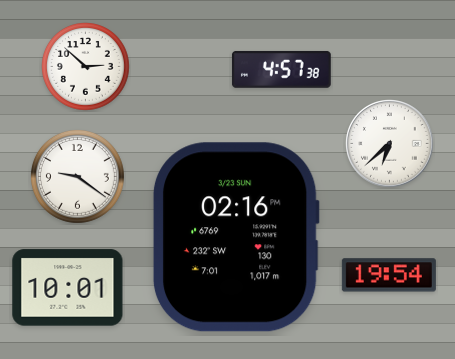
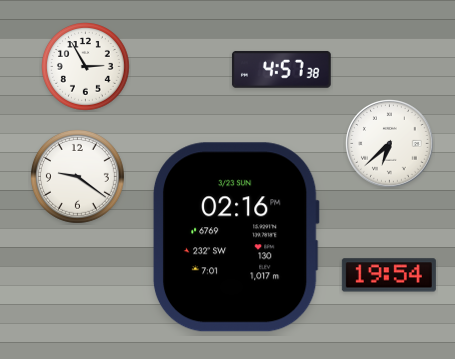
clock at (86, 67): 2:52 -> 2:55
clock at (68, 288): 10:01 -> none
